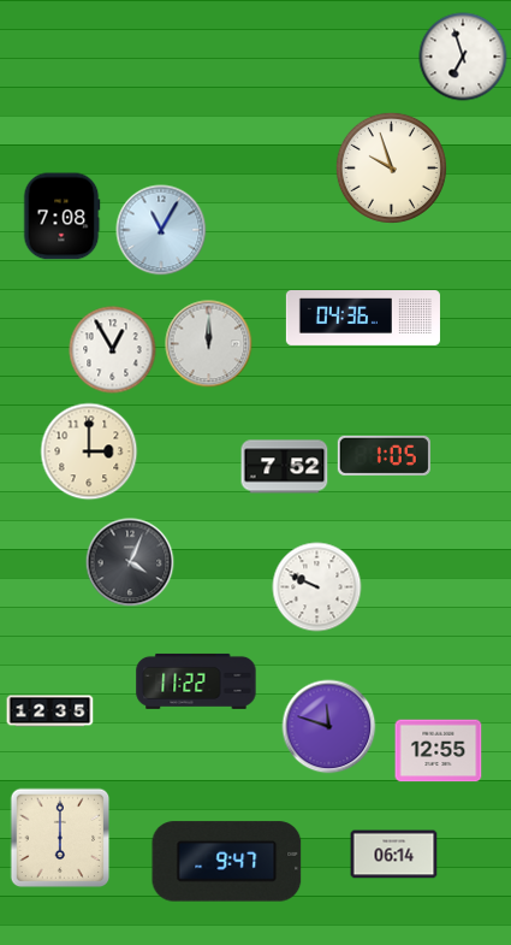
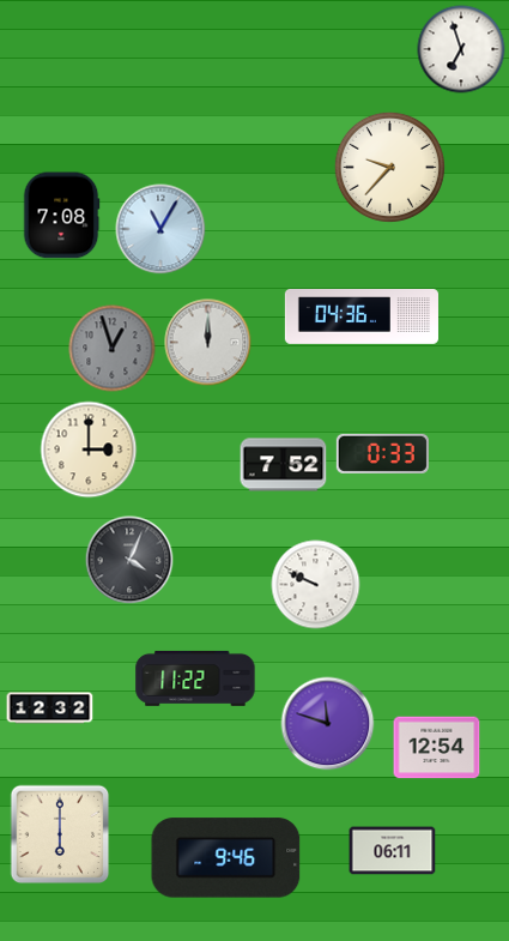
clock at (463, 57) position: (463, 57) -> (461, 49)
clock at (391, 167): 9:57 -> 9:37
clock at (113, 350): 12:55 -> 12:57
clock at (113, 350) dial: white -> grey
clock at (384, 455): 1:05 -> 0:33
clock at (50, 711): 12:35 -> 12:32
clock at (439, 751): 12:55 -> 12:54
clock at (394, 855): 06:14 -> 06:11
clock at (227, 862): 9:47 -> 9:46
